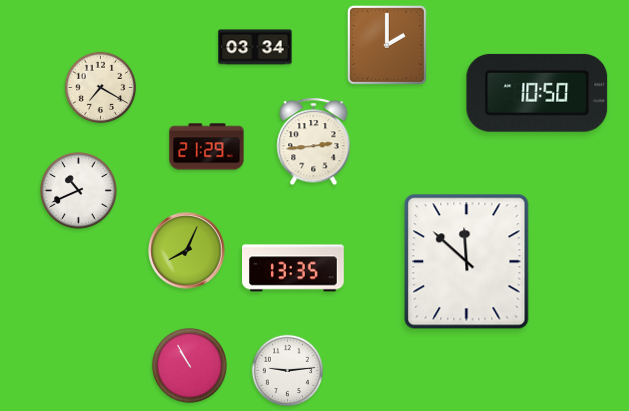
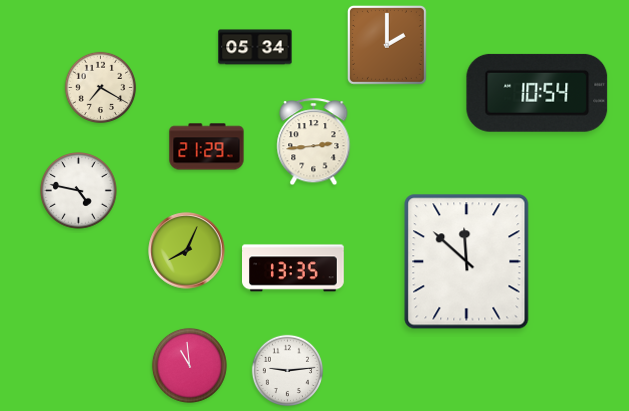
clock at (255, 47): 03:34 -> 05:34
clock at (537, 93): 10:50 -> 10:54
clock at (79, 191): 10:41 -> 4:47
clock at (189, 365): 10:55 -> 10:59
